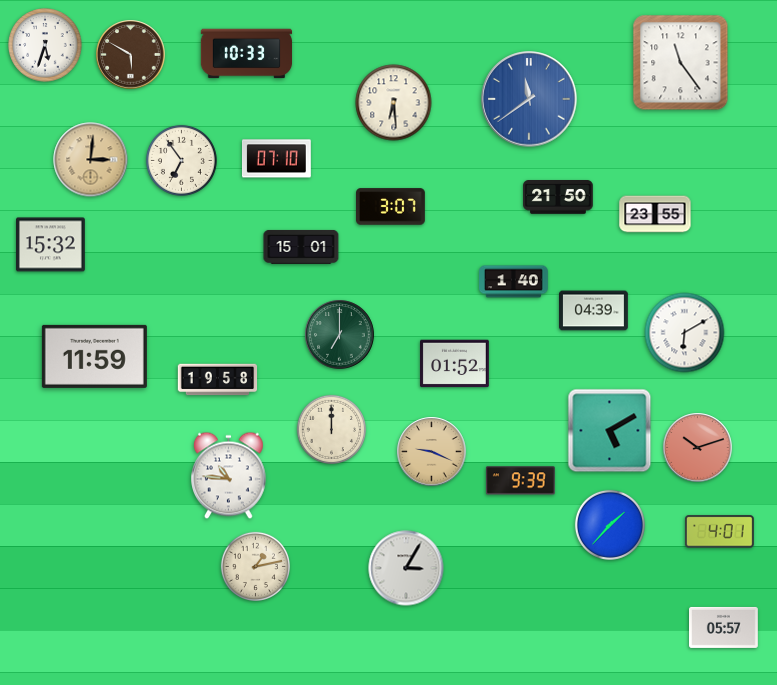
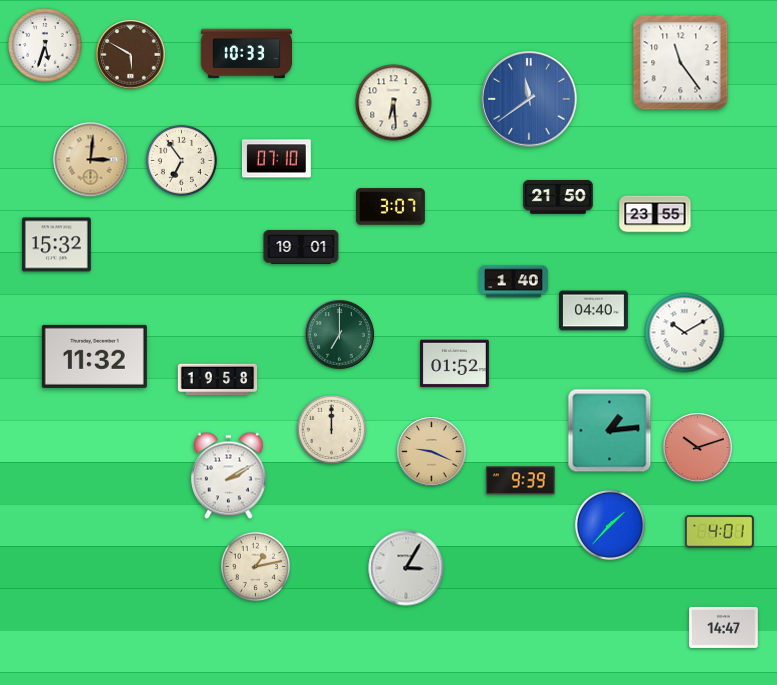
clock at (51, 245) position: (51, 245) -> (57, 245)
clock at (301, 247): 15:01 -> 19:01
clock at (594, 311): 04:39 -> 04:40
clock at (685, 333): 6:10 -> 10:10
clock at (94, 356): 11:59 -> 11:32
clock at (610, 431): 5:10 -> 1:14
clock at (229, 476): 10:46 -> 2:10
clock at (724, 627): 05:57 -> 14:47
